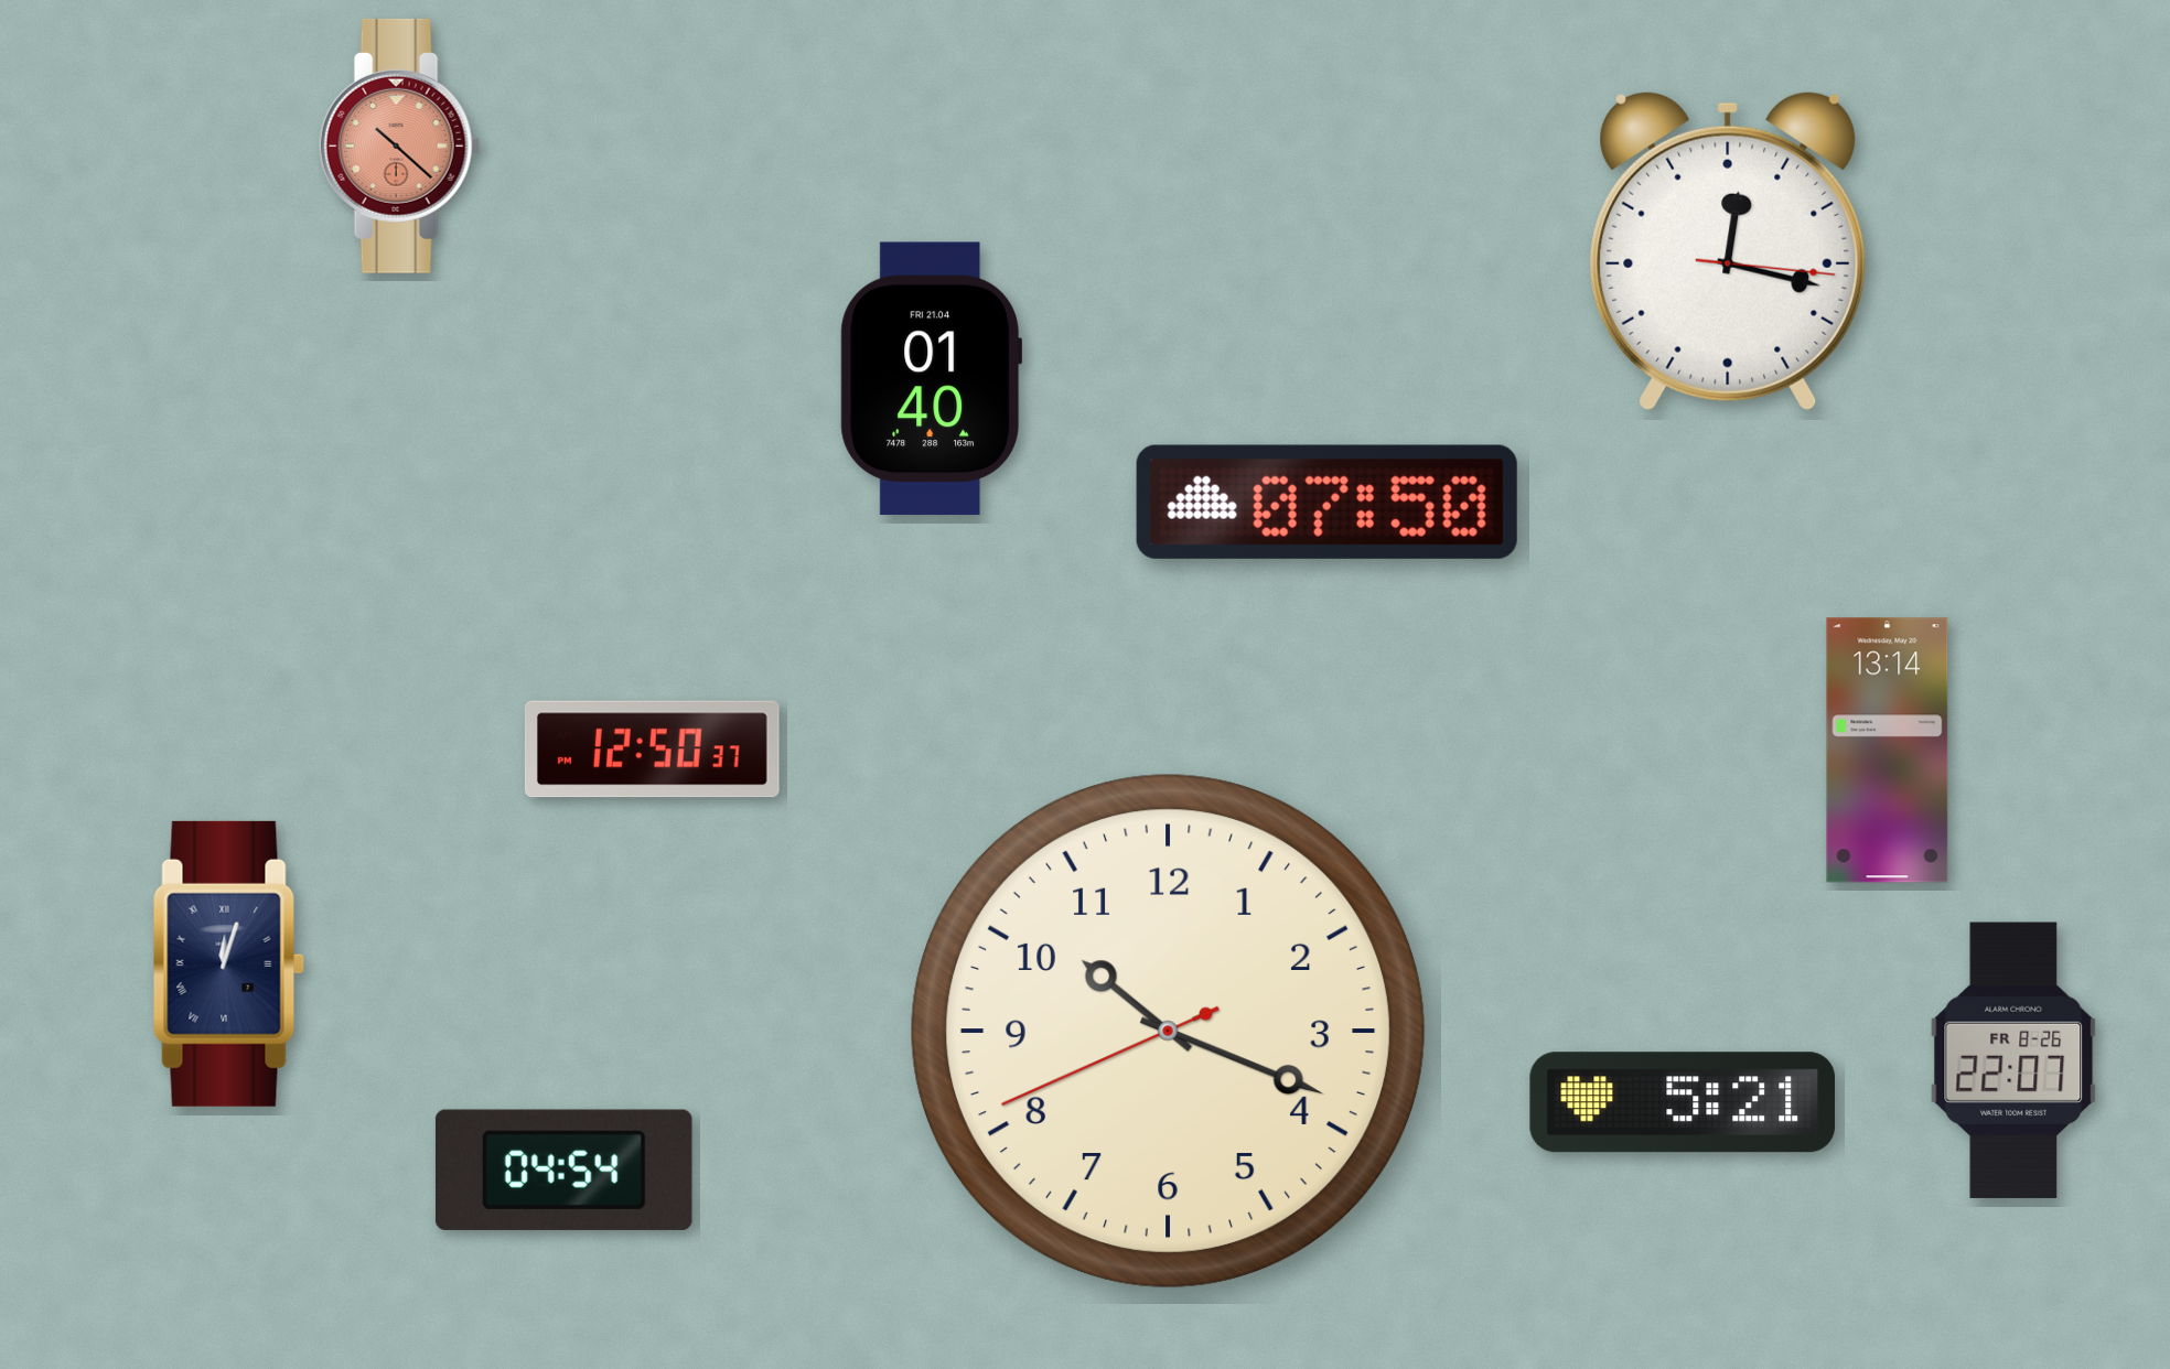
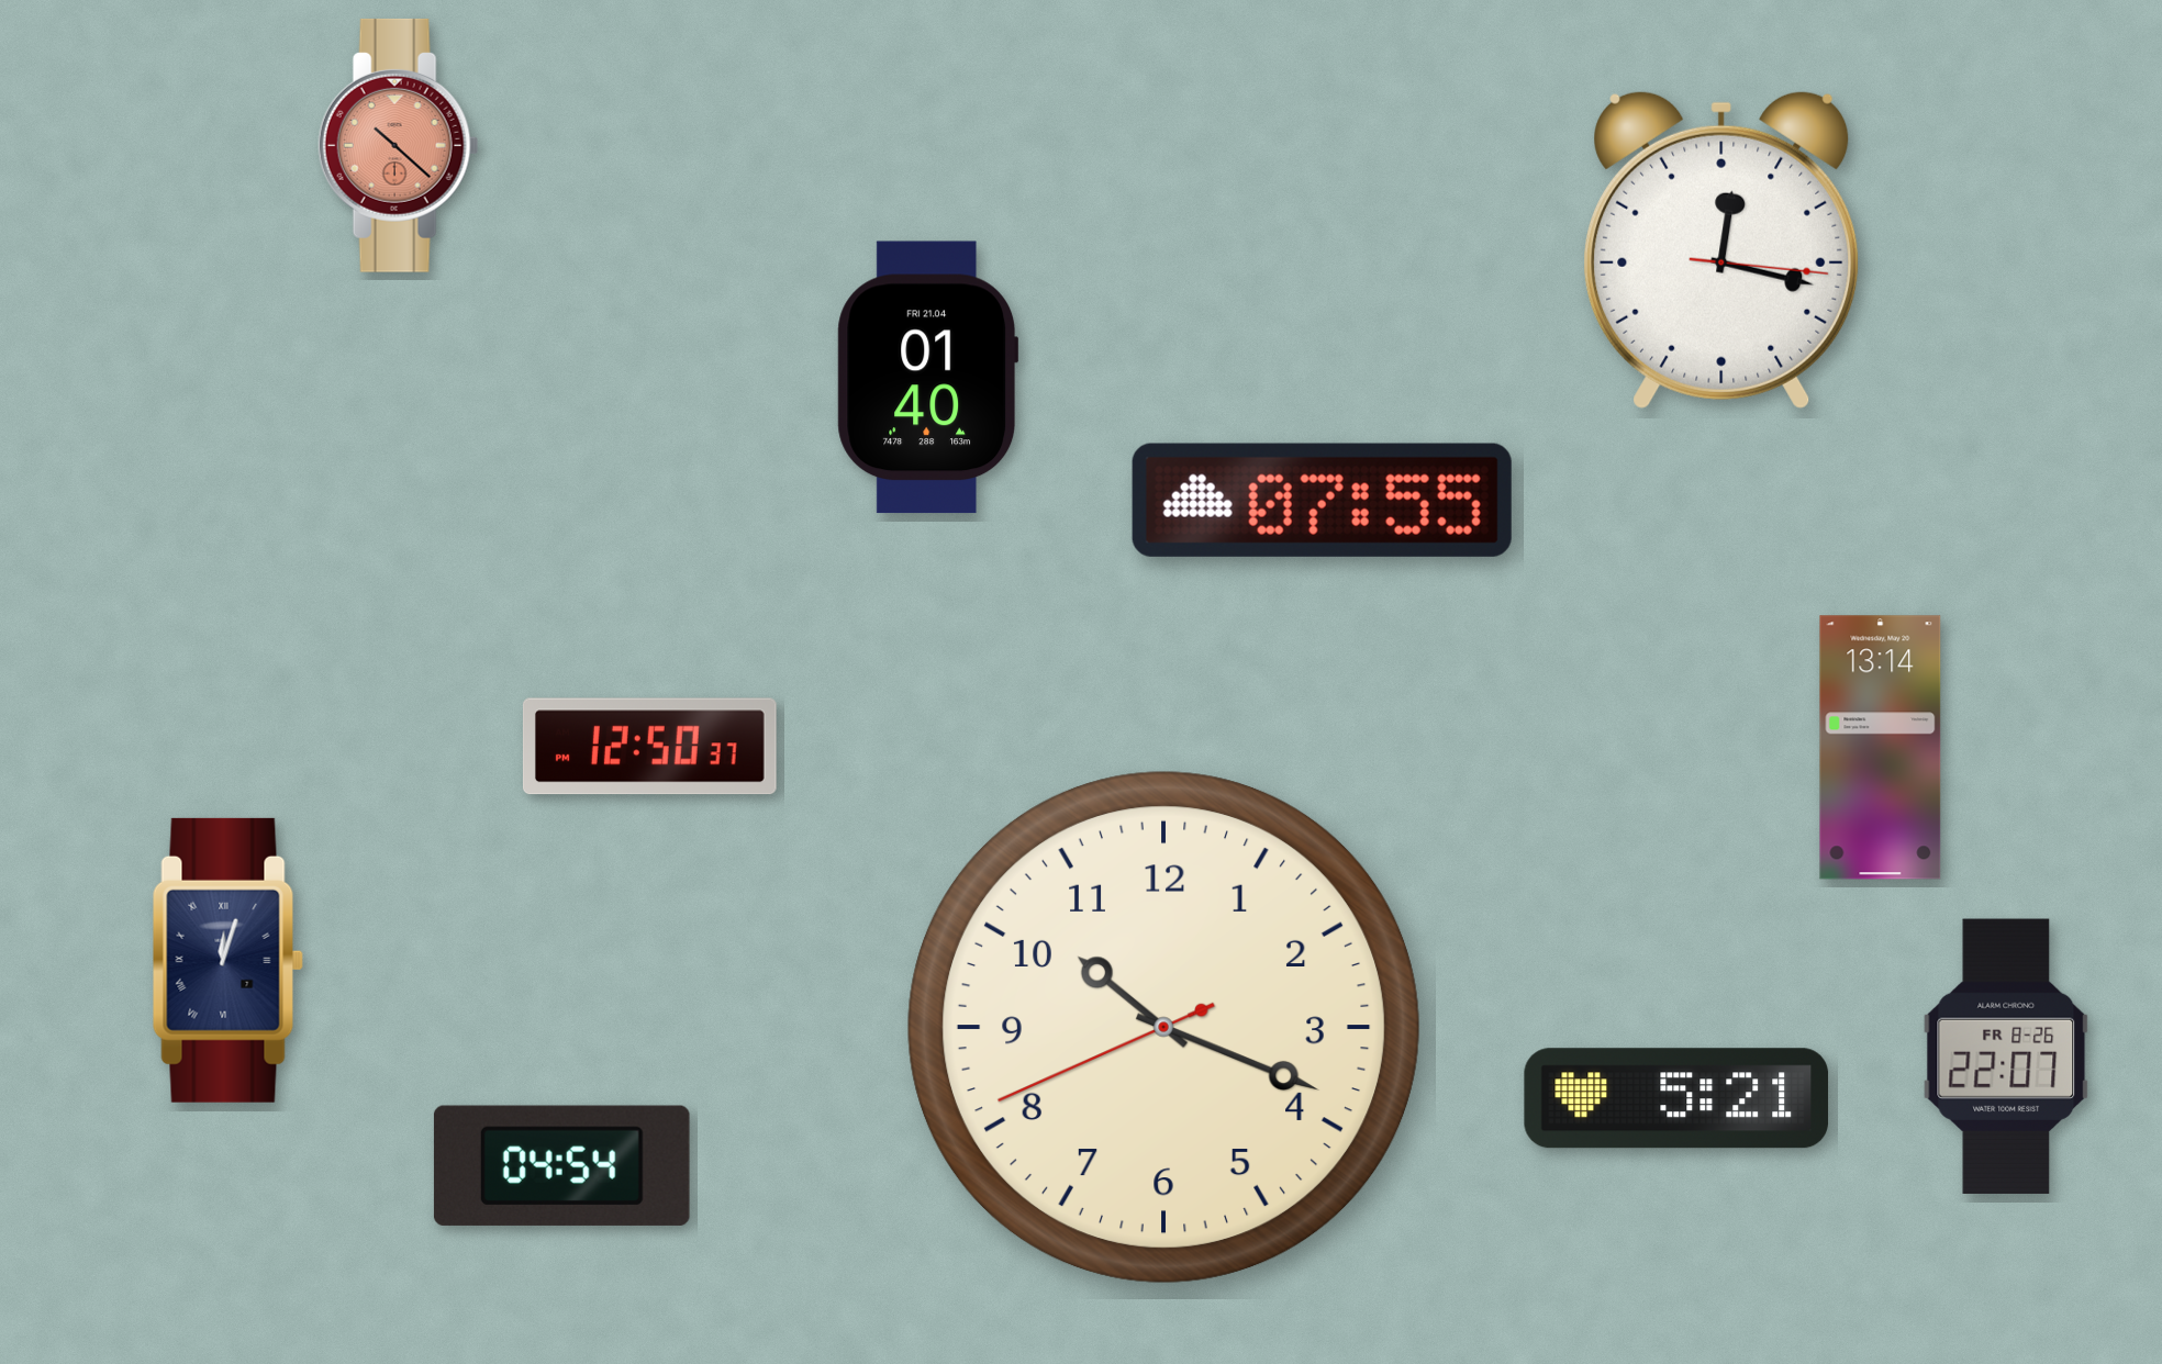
clock at (1326, 502): 07:50 -> 07:55
